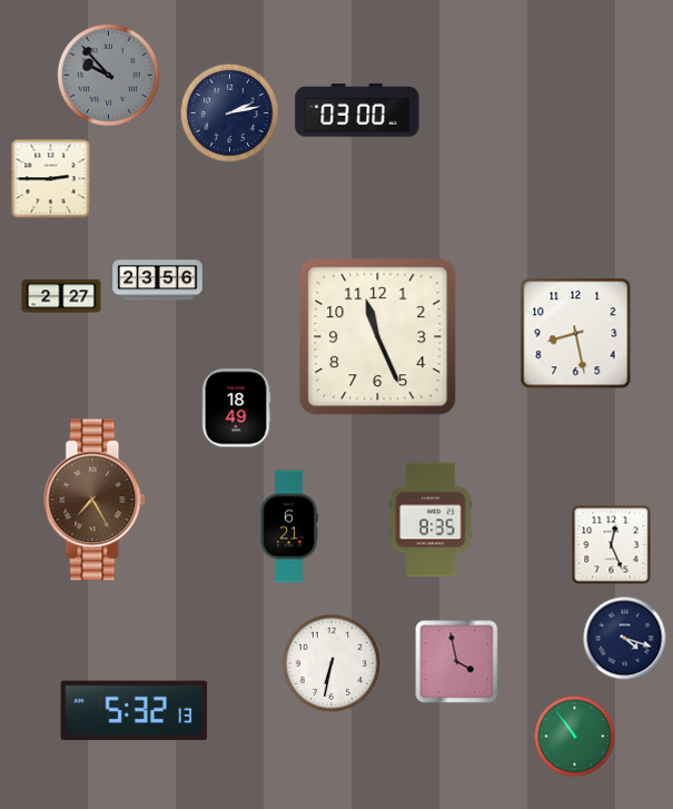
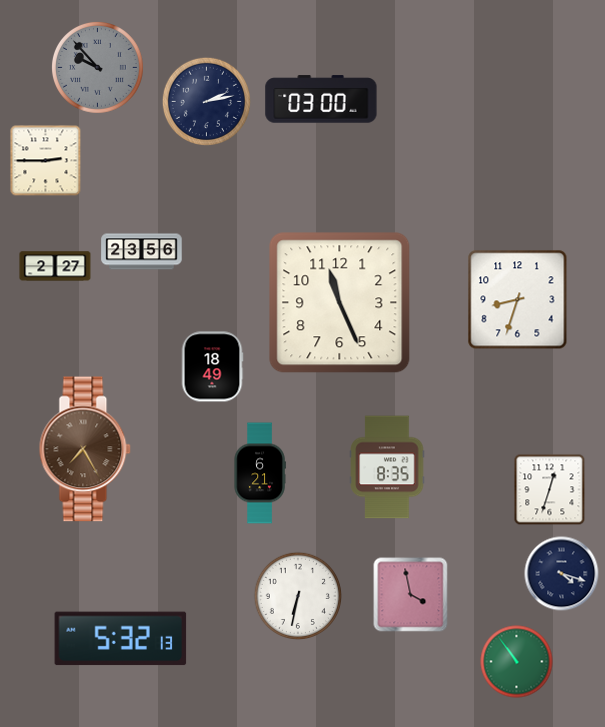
clock at (576, 334): 8:28 -> 8:33
clock at (612, 545): 12:26 -> 12:33
